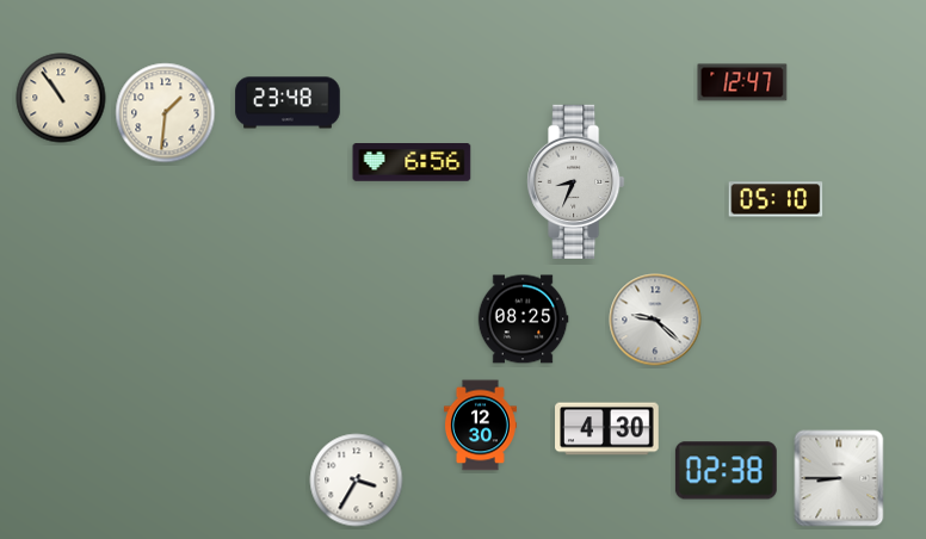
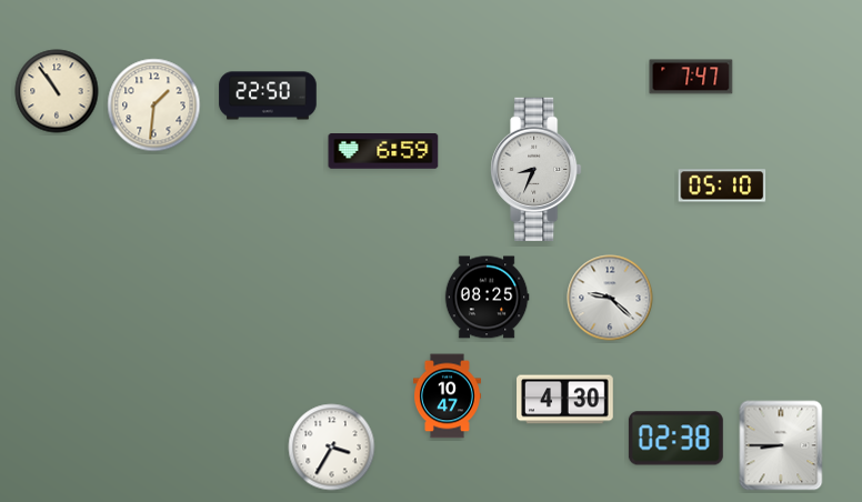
clock at (742, 82): 12:47 -> 7:47
clock at (288, 103): 23:48 -> 22:50
clock at (412, 163): 6:56 -> 6:59
clock at (480, 426): 12:30 -> 10:47
